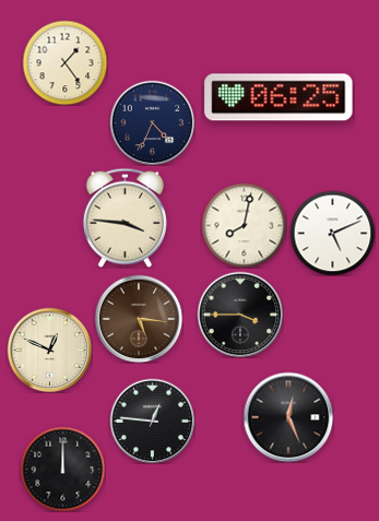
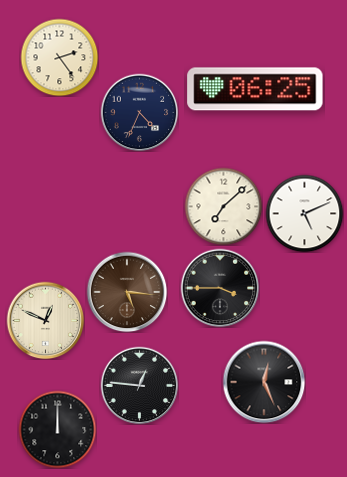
clock at (64, 62): 1:24 -> 2:24
clock at (125, 217): 3:46 -> none
clock at (244, 225): 8:02 -> 7:08
